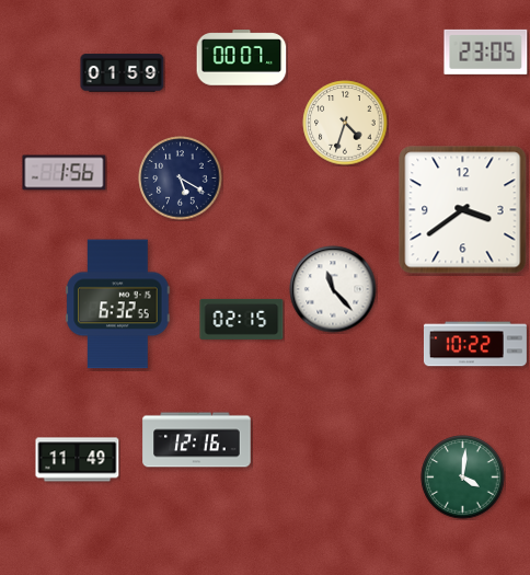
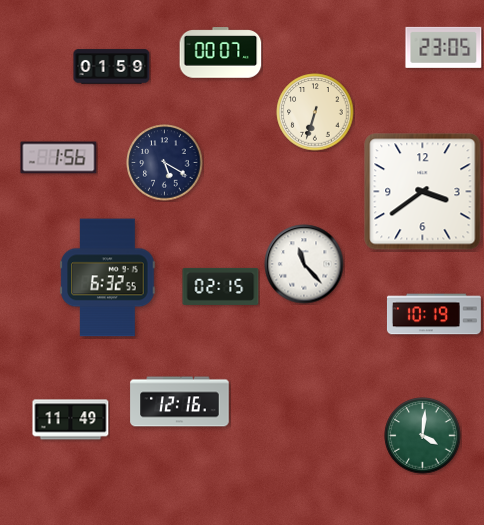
clock at (345, 123): 4:33 -> 6:33
clock at (242, 319) position: (242, 319) -> (221, 286)
clock at (475, 344): 10:22 -> 10:19
